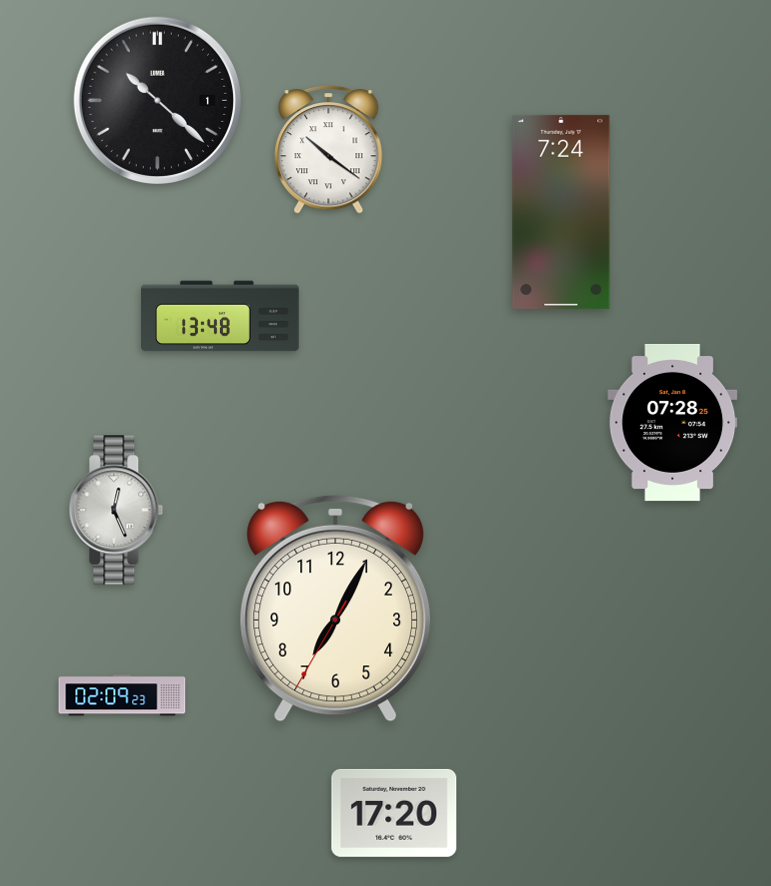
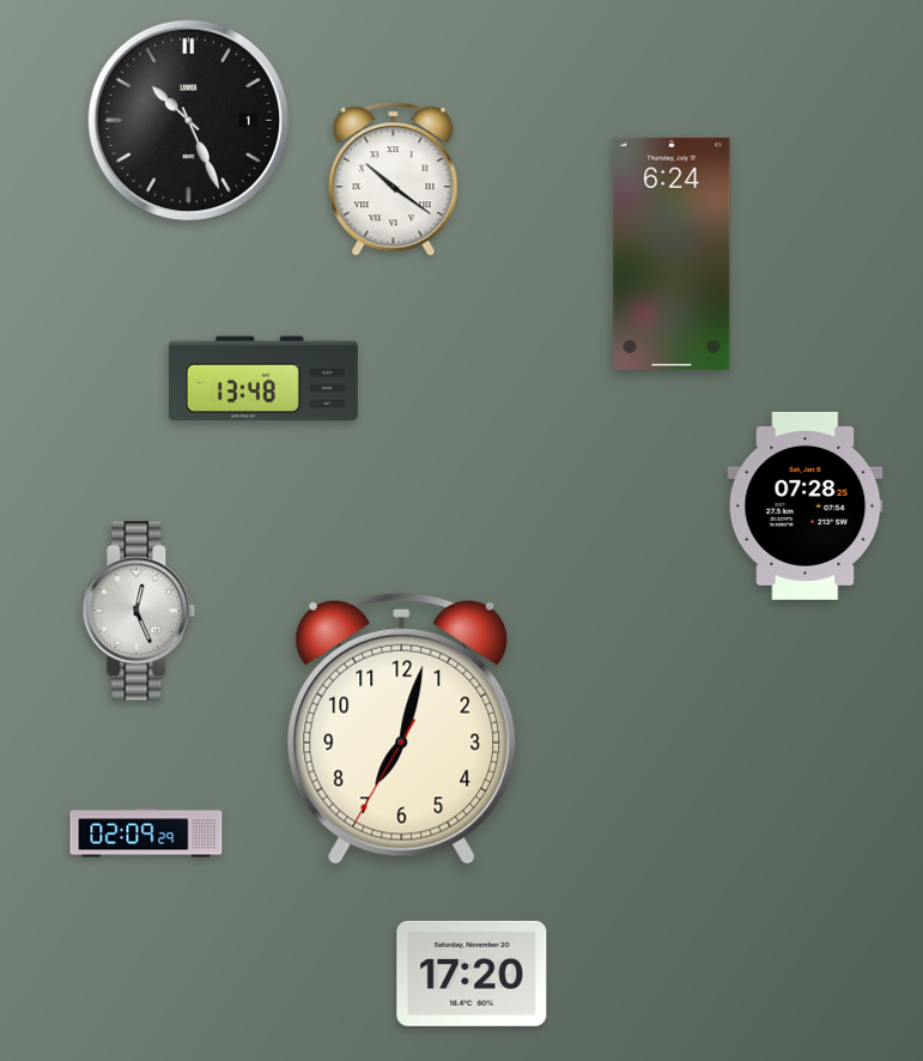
clock at (157, 100): 10:22 -> 10:26
clock at (561, 212): 7:24 -> 6:24
clock at (336, 608): 7:04 -> 7:02
clock at (122, 695): 02:09:23 -> 02:09:29
